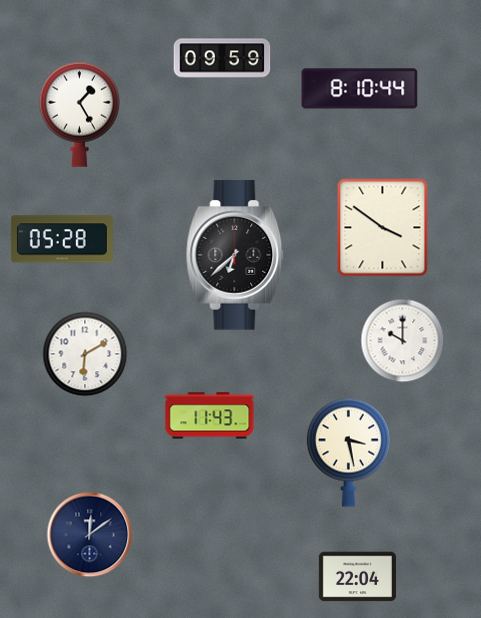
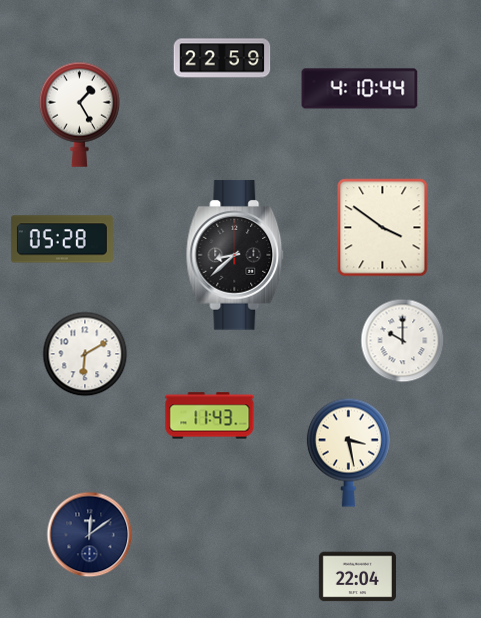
clock at (222, 58): 09:59 -> 22:59
clock at (360, 89): 8:10 -> 4:10
clock at (235, 255): 6:38 -> 8:38
